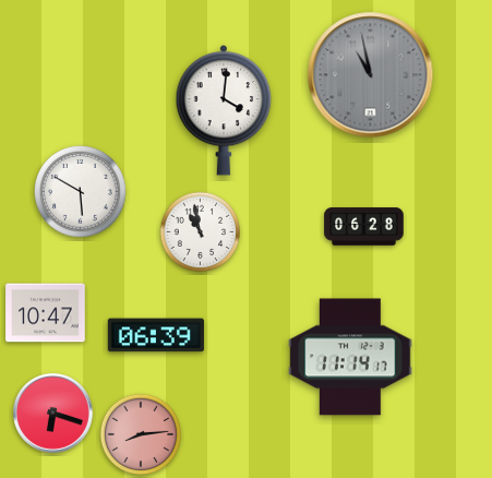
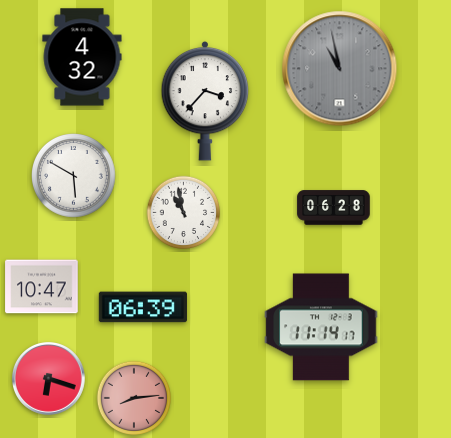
clock at (82, 57): none -> 4:32
clock at (224, 110): 4:01 -> 3:37
clock at (141, 434) position: (141, 434) -> (134, 398)
